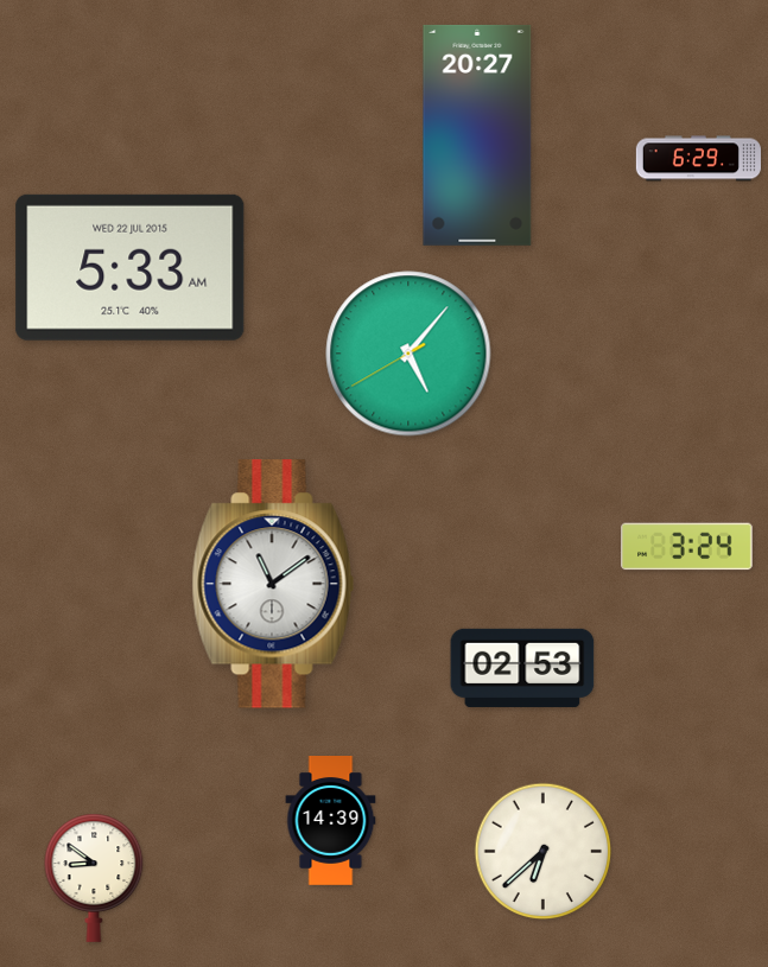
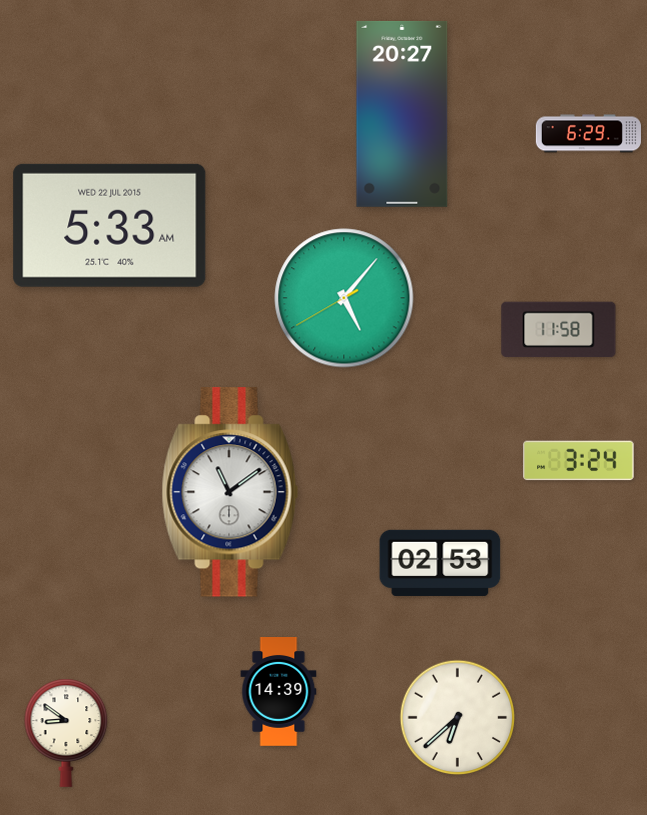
clock at (559, 330): none -> 11:58
clock at (94, 878) position: (94, 878) -> (66, 733)
